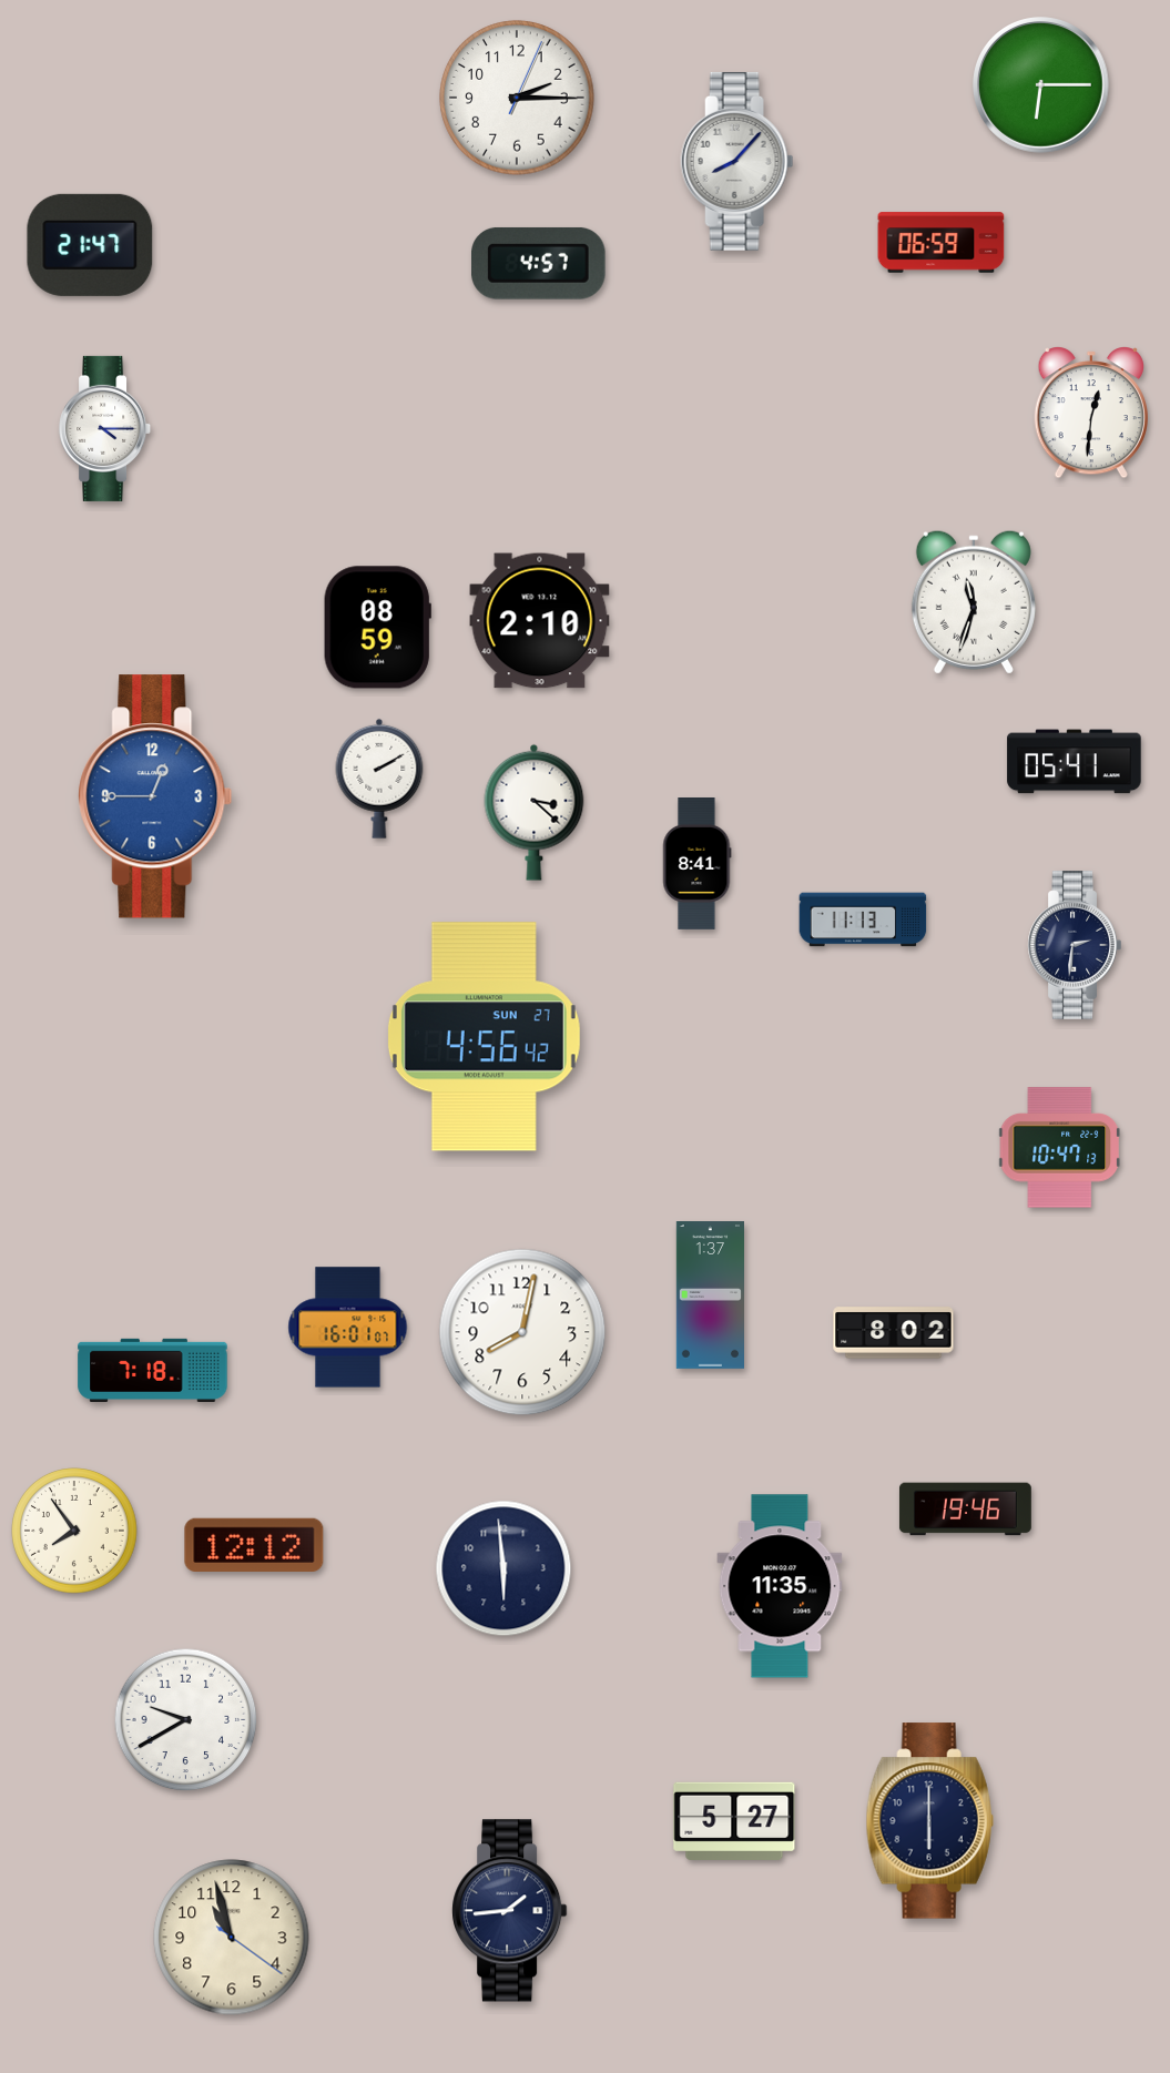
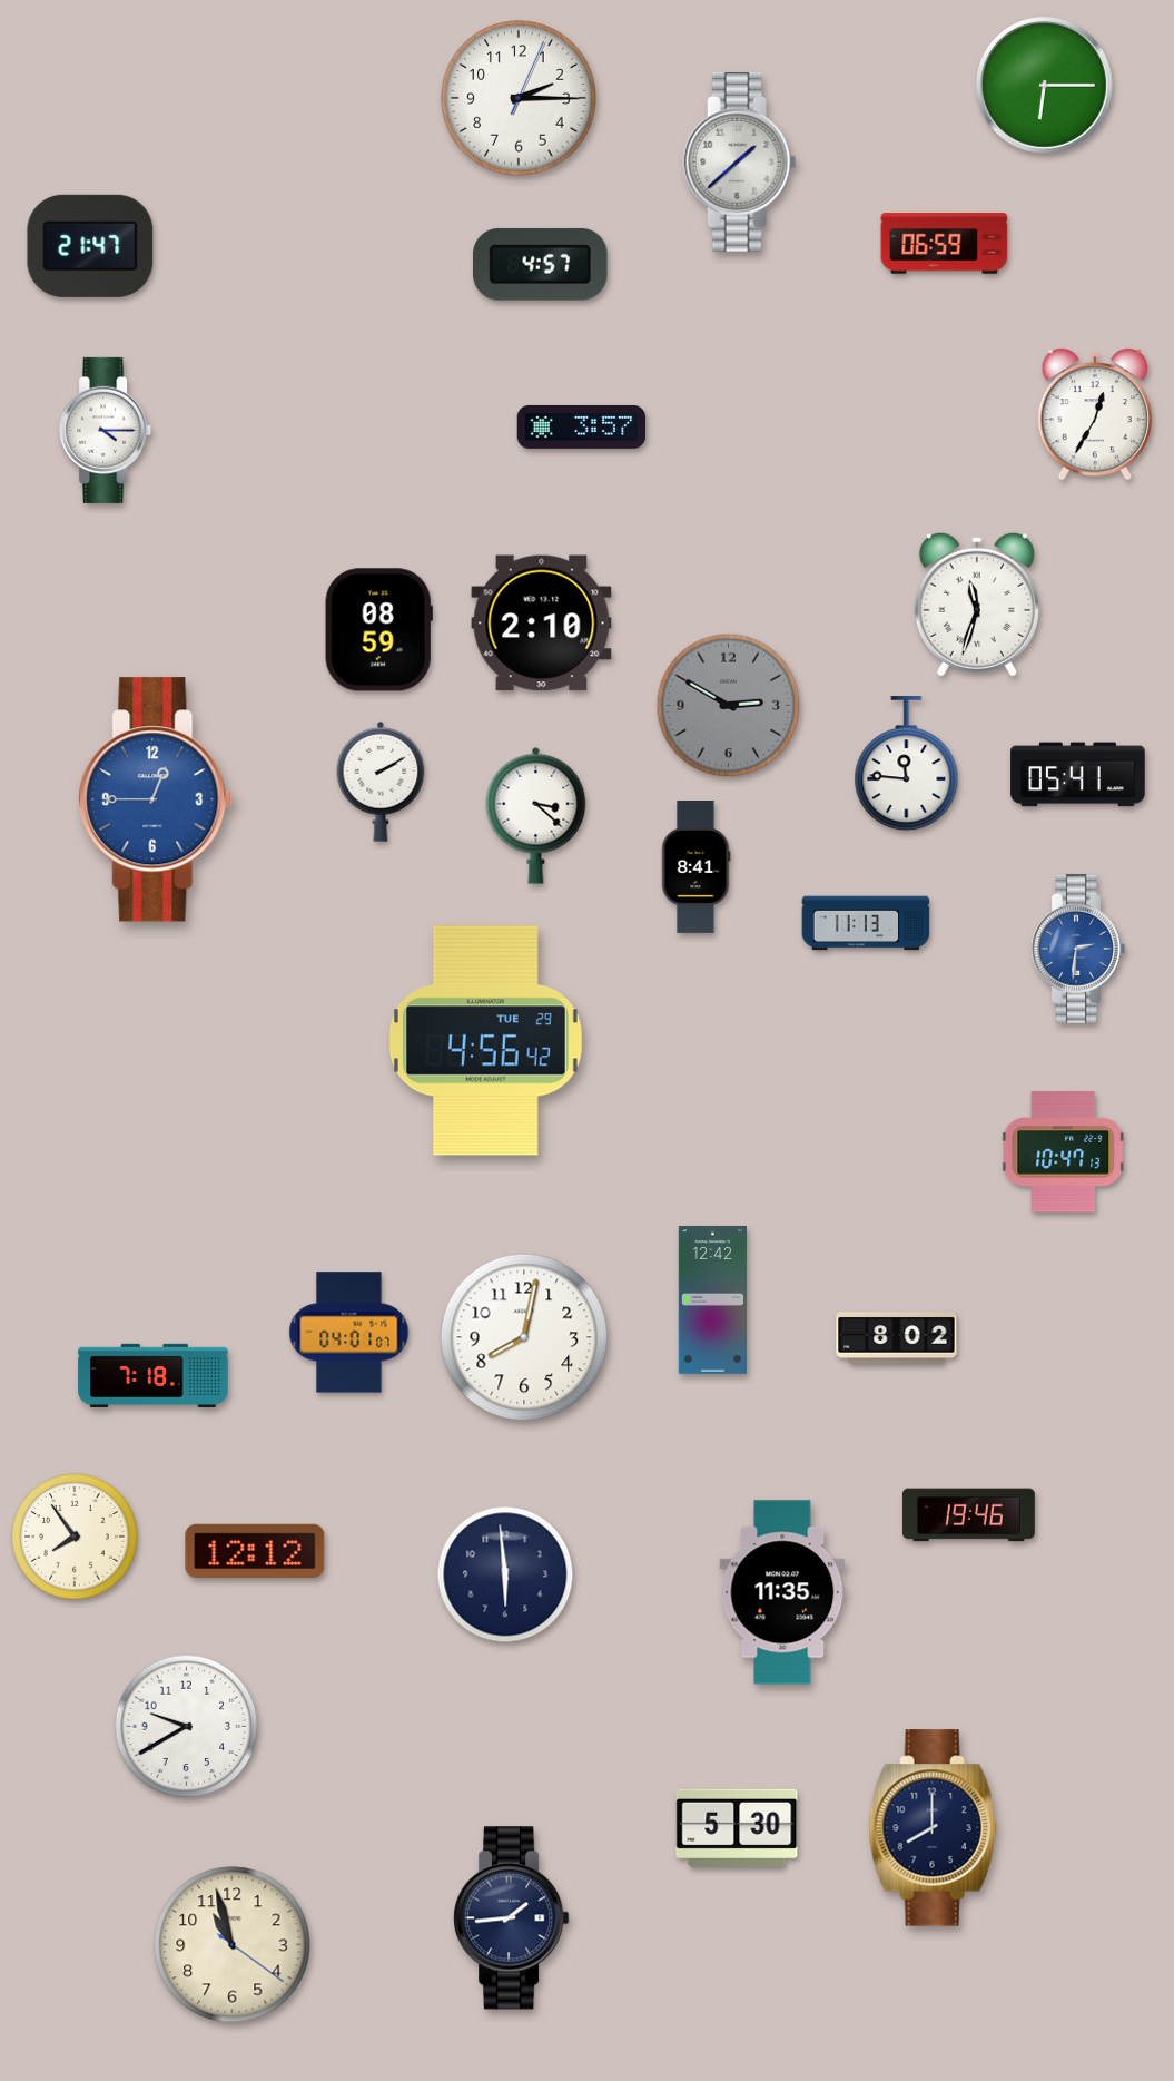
clock at (737, 161): 8:07 -> 1:38
clock at (1090, 414): 12:31 -> 12:35
clock at (582, 426): none -> 3:57
clock at (729, 706): none -> 2:50
clock at (907, 764): none -> 11:46
clock at (1075, 762) position: (1075, 762) -> (1078, 775)
clock at (698, 864) position: (698, 864) -> (697, 867)
clock at (1075, 945) dial: navy -> blue
clock at (484, 1037) date: SUN 27 -> TUE 29
clock at (710, 1295): 1:37 -> 12:42
clock at (348, 1328): 16:01 -> 04:01
clock at (734, 1821): 5:27 -> 5:30
clock at (929, 1821): 6:00 -> 8:00
